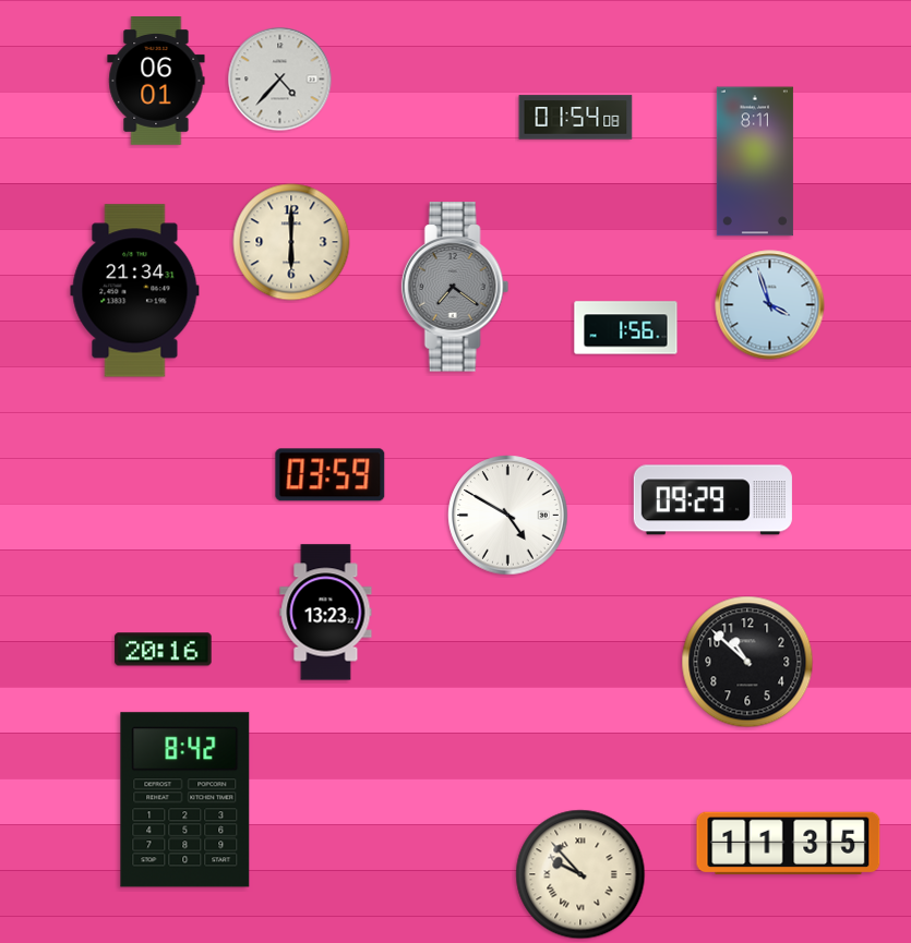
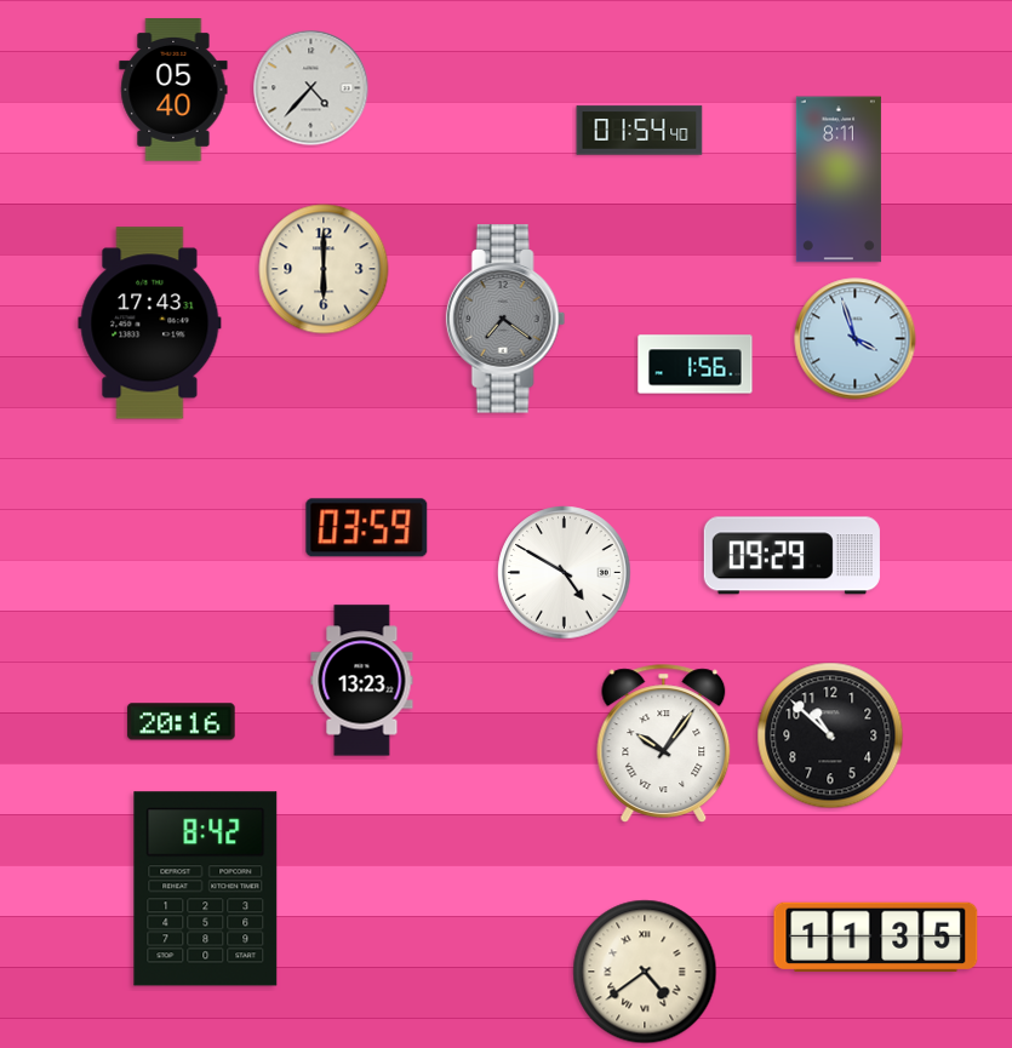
clock at (156, 82): 06:01 -> 05:40
clock at (576, 118): 01:54:08 -> 01:54:40
clock at (135, 291): 21:34 -> 17:43
clock at (664, 744): none -> 10:06
clock at (580, 874): 9:53 -> 4:39
